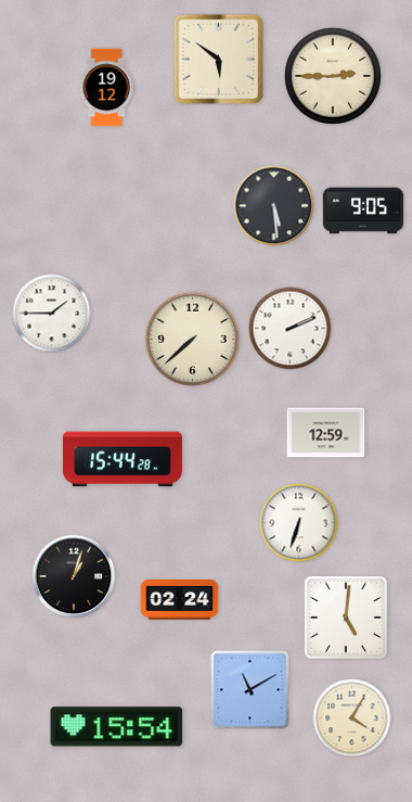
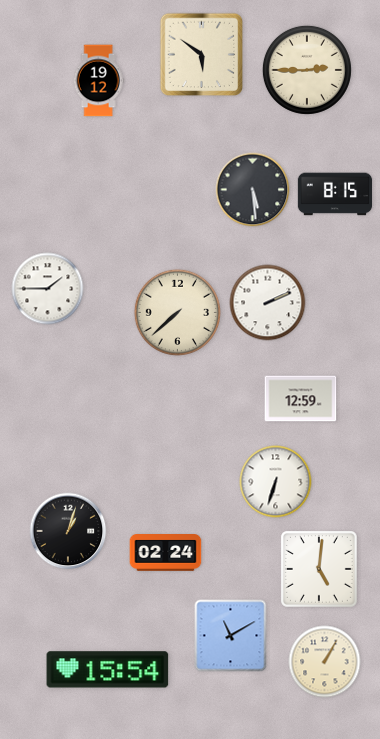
clock at (363, 211): 9:05 -> 8:15
clock at (123, 459): 15:44 -> none
clock at (352, 718): 4:05 -> 1:05
